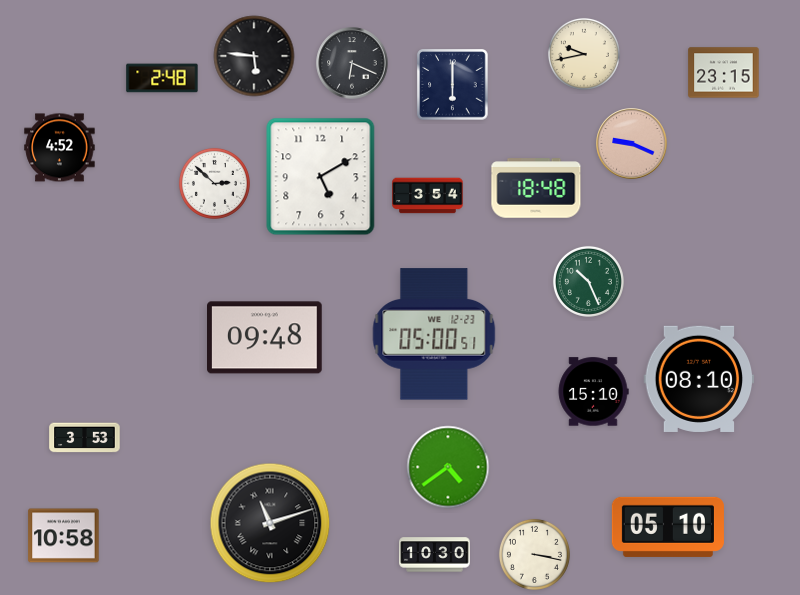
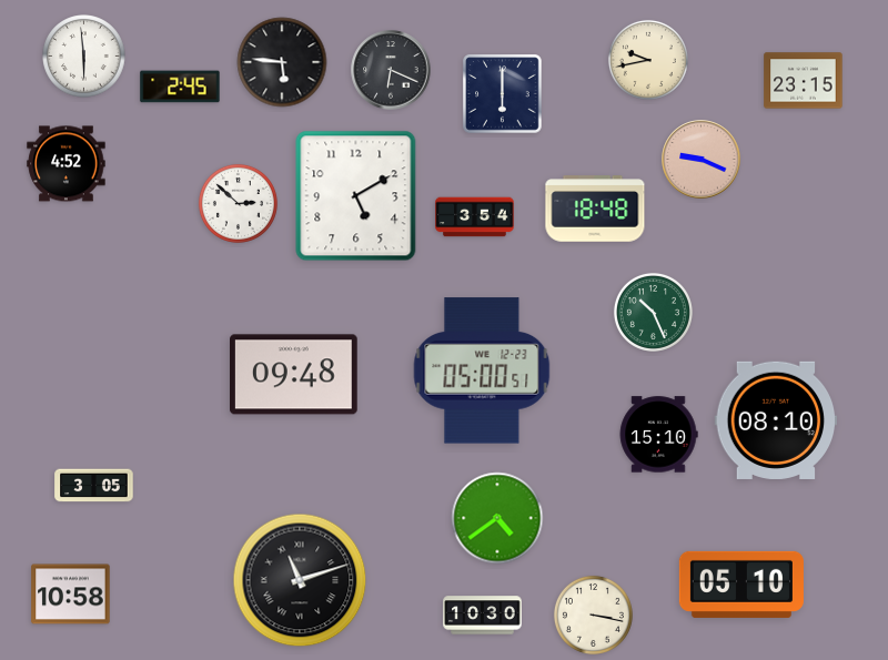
clock at (84, 57): none -> 5:59
clock at (162, 78): 2:48 -> 2:45
clock at (85, 438): 3:53 -> 3:05
